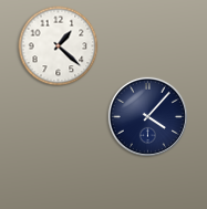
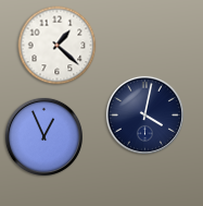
clock at (147, 116): 4:07 -> 4:02
clock at (43, 136): none -> 12:56
